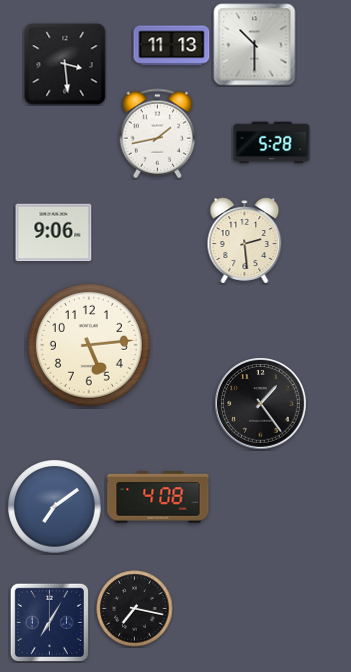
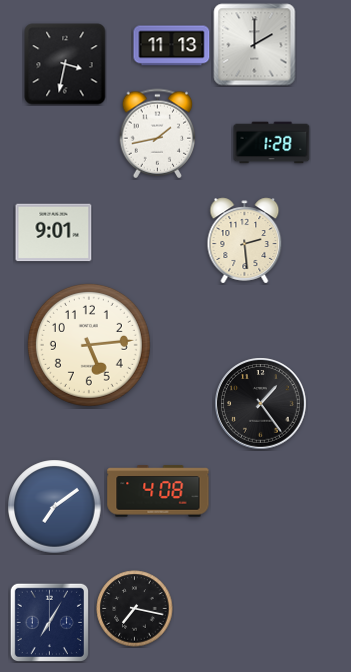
clock at (255, 45): 10:30 -> 2:00
clock at (65, 64): 3:29 -> 3:32
clock at (272, 143): 5:28 -> 1:28
clock at (54, 233): 9:06 -> 9:01
clock at (158, 497) position: (158, 497) -> (158, 491)
